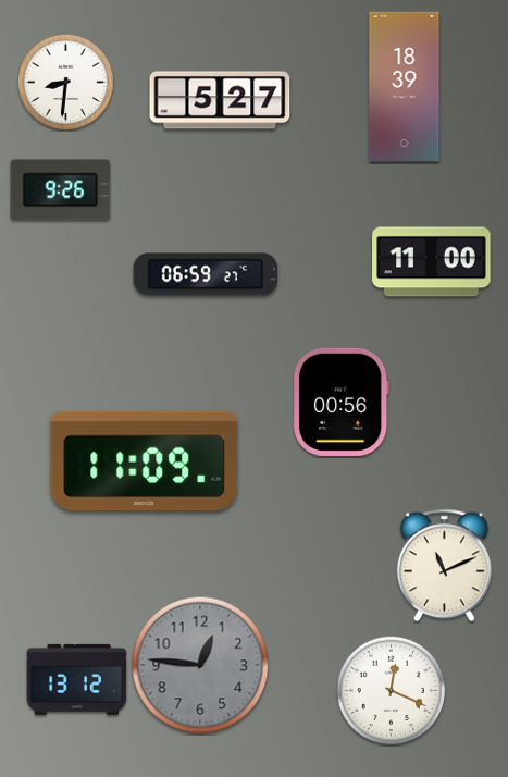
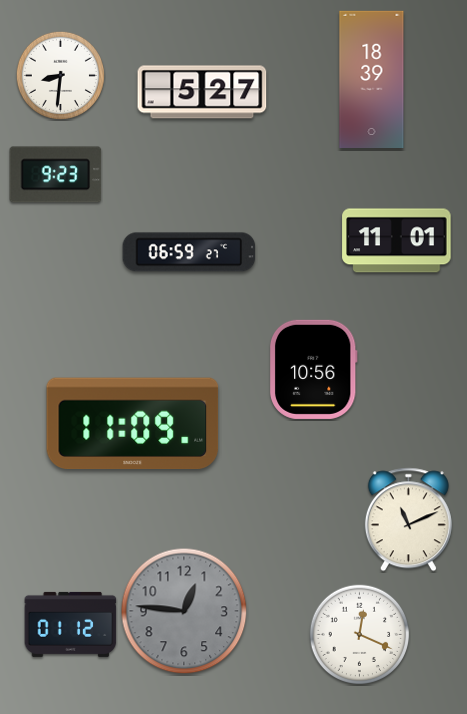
clock at (61, 190): 9:26 -> 9:23
clock at (432, 262): 11:00 -> 11:01
clock at (340, 402): 00:56 -> 10:56
clock at (77, 679): 13:12 -> 01:12
